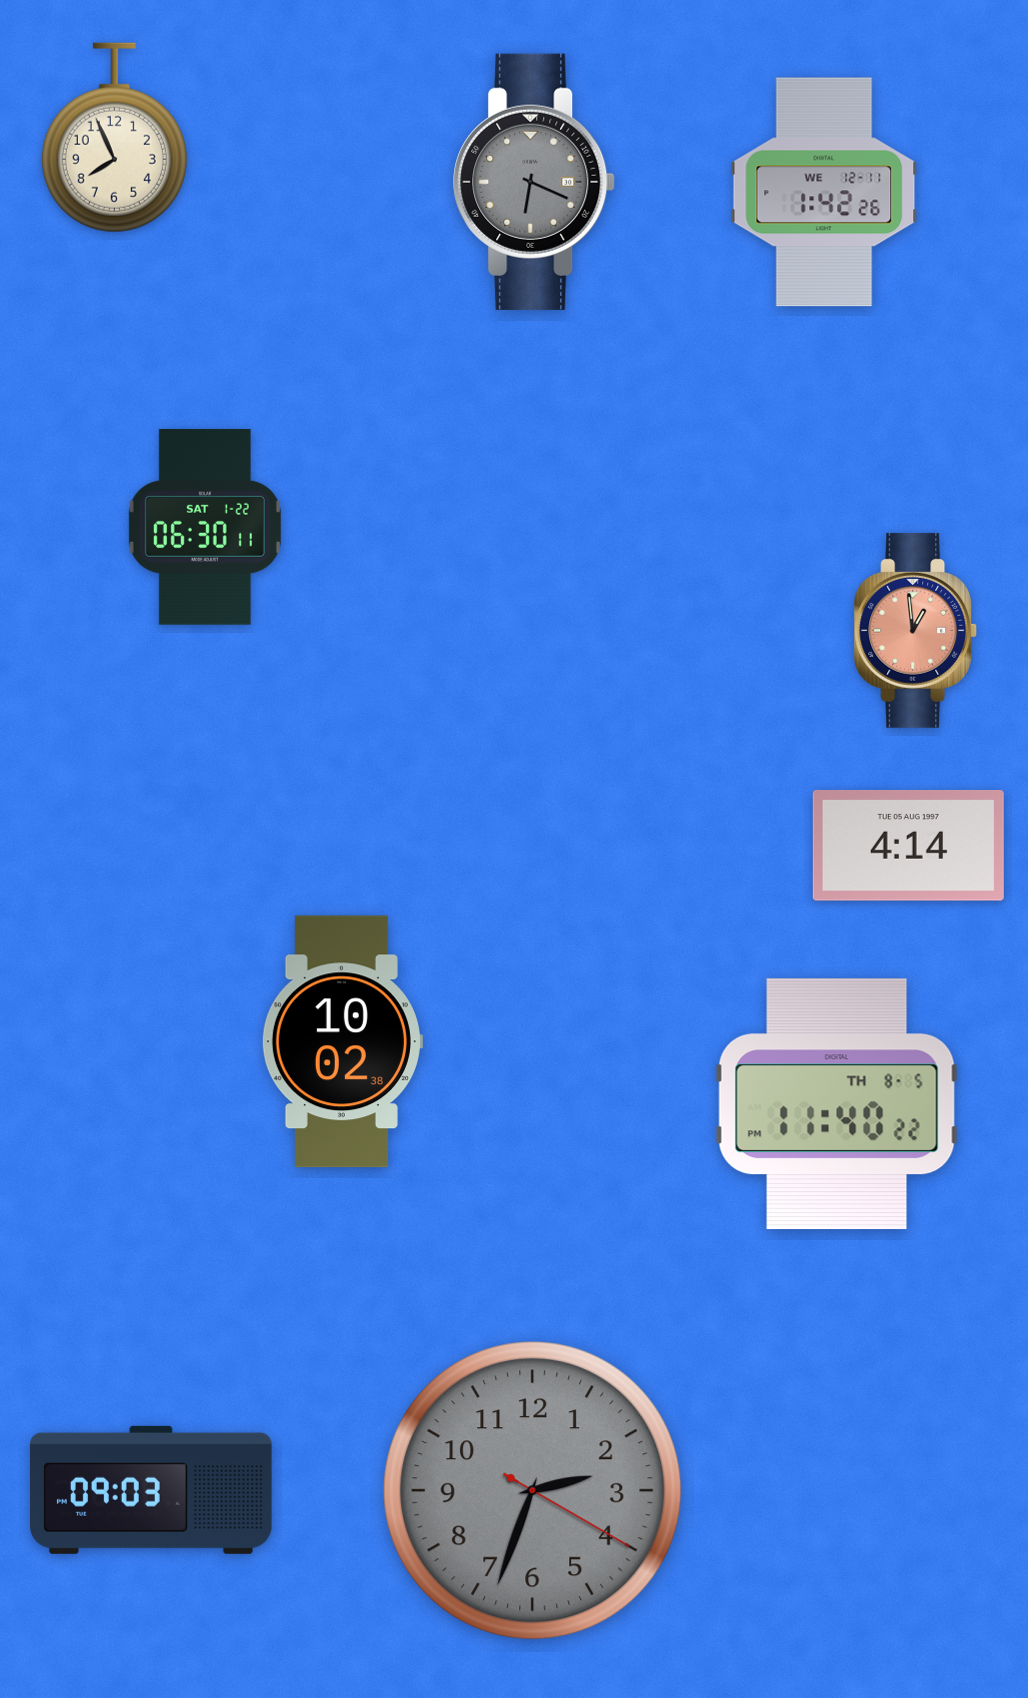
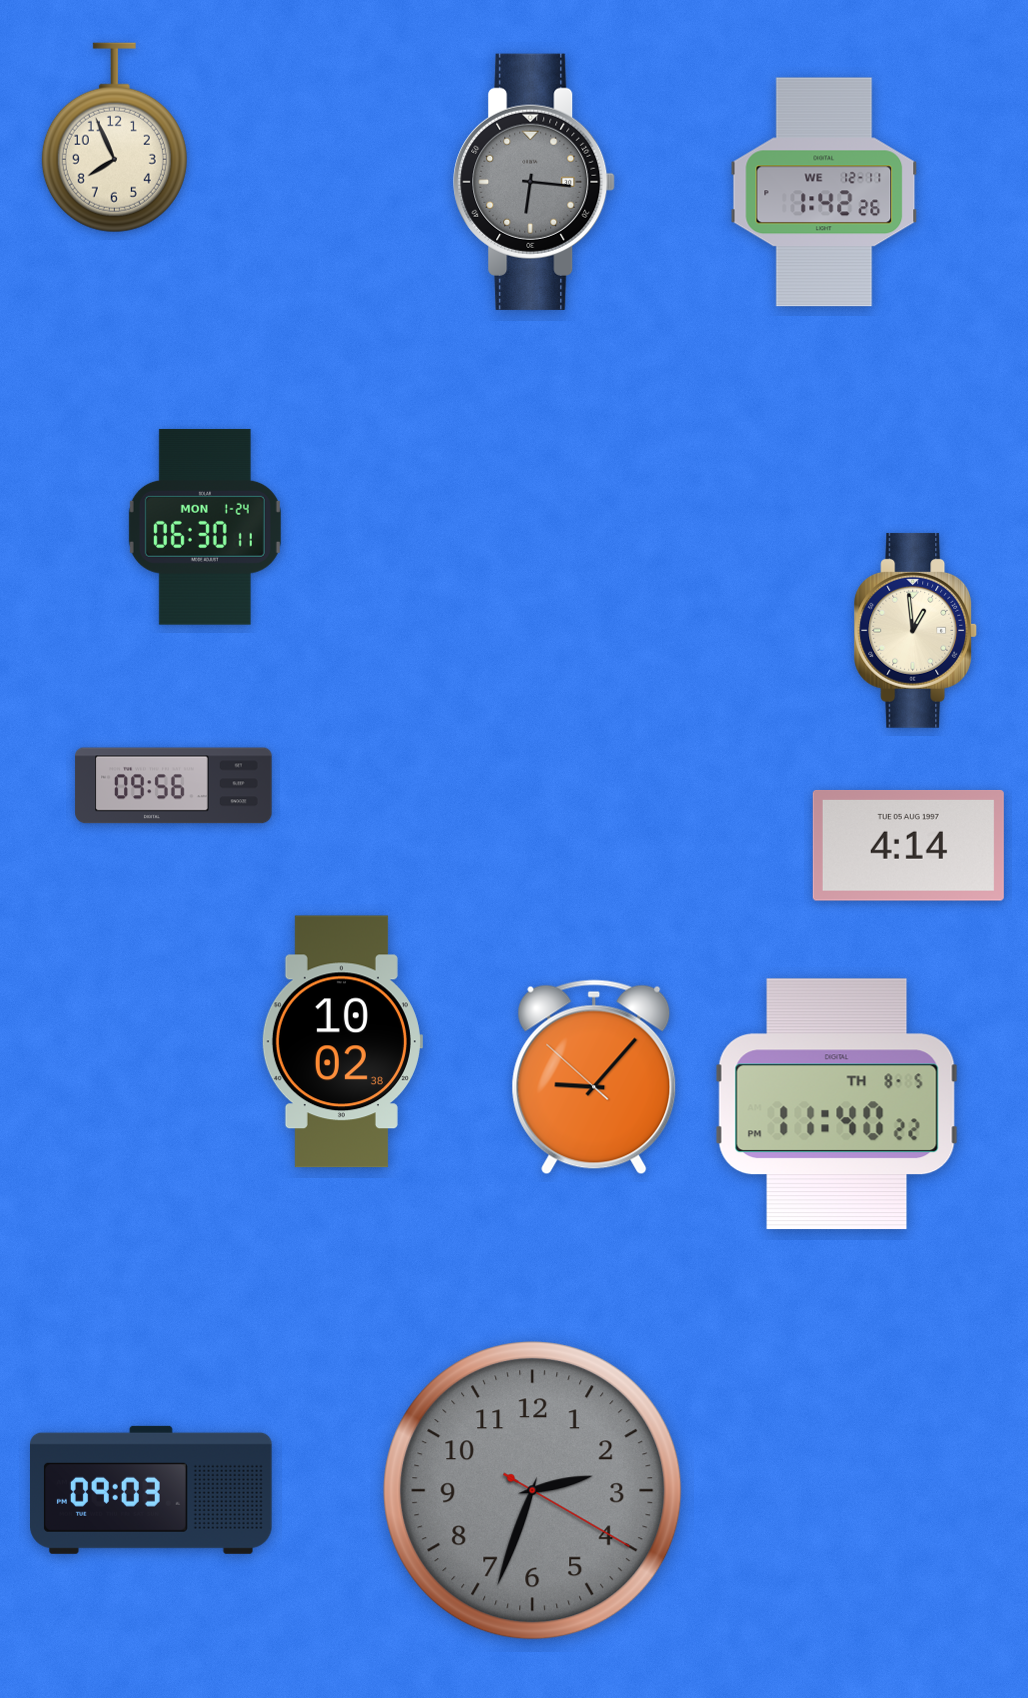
clock at (534, 182): 6:19 -> 6:16
clock at (205, 527) date: SAT 1-22 -> MON 1-24
clock at (916, 630) dial: salmon -> cream
clock at (174, 786): none -> 09:56
clock at (594, 1077): none -> 9:06
